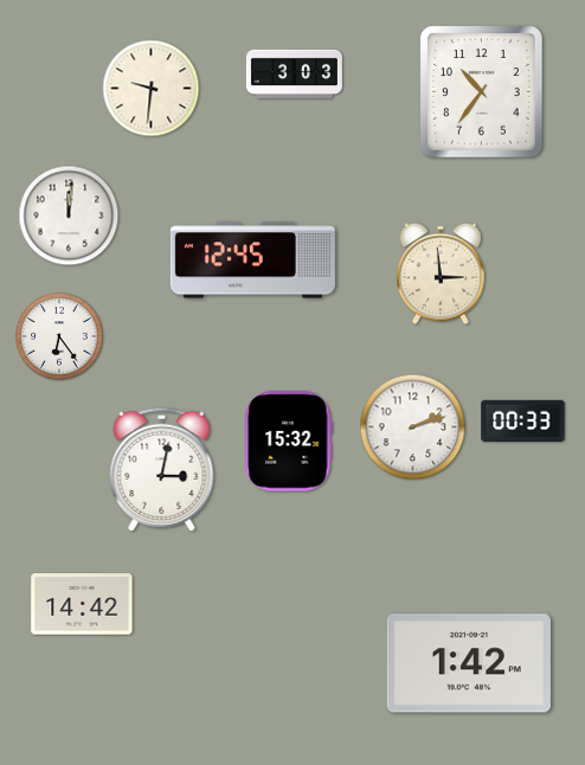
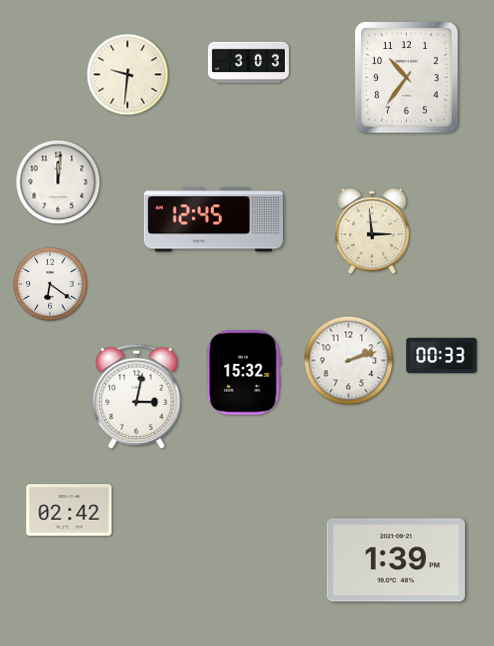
clock at (59, 336): 6:24 -> 6:21
clock at (82, 604): 14:42 -> 02:42
clock at (469, 663): 1:42 -> 1:39
